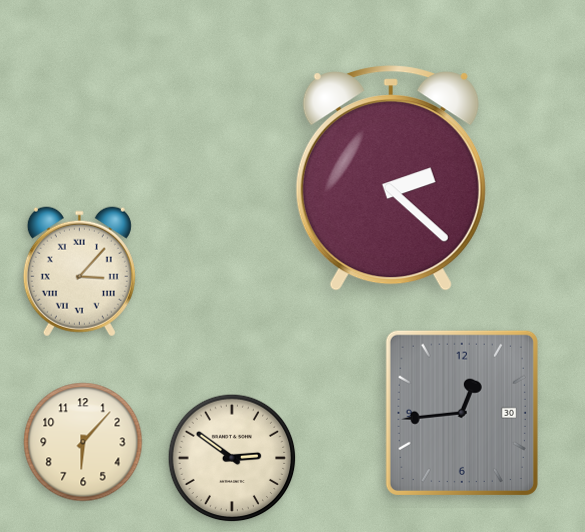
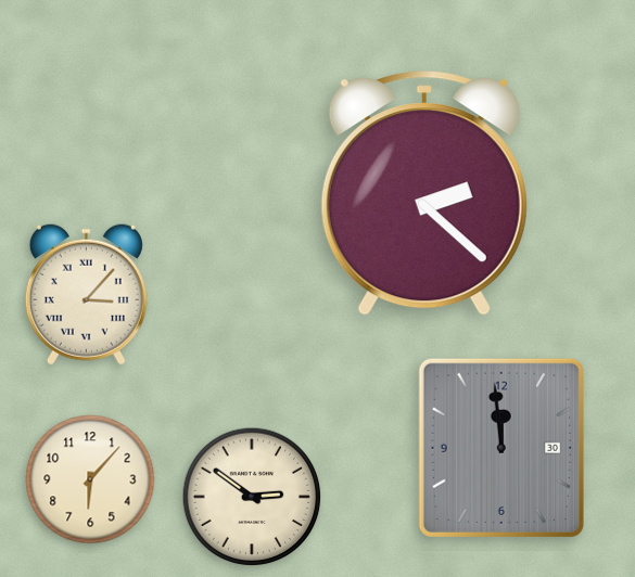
clock at (462, 413): 12:44 -> 11:59
